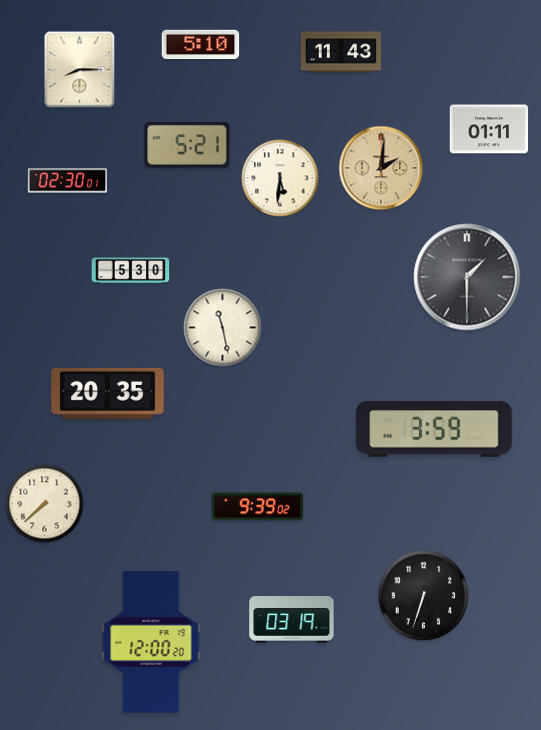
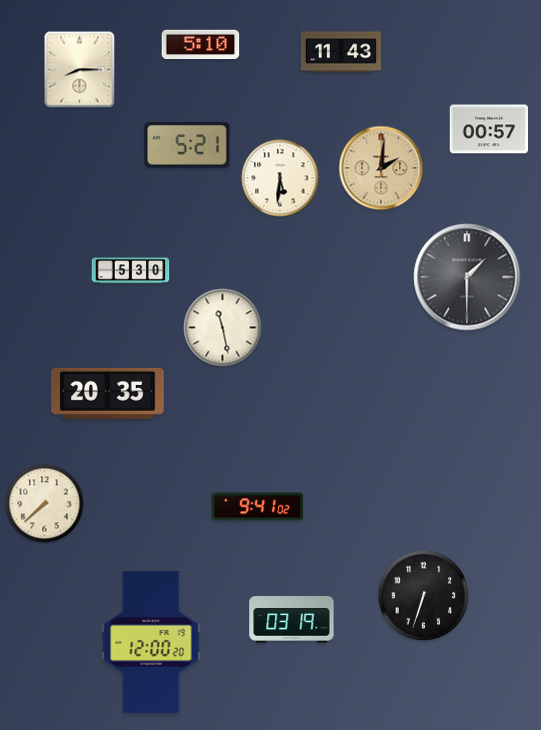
clock at (489, 129): 01:11 -> 00:57
clock at (67, 181): 02:30 -> none
clock at (434, 429): 3:59 -> none
clock at (258, 507): 9:39 -> 9:41
